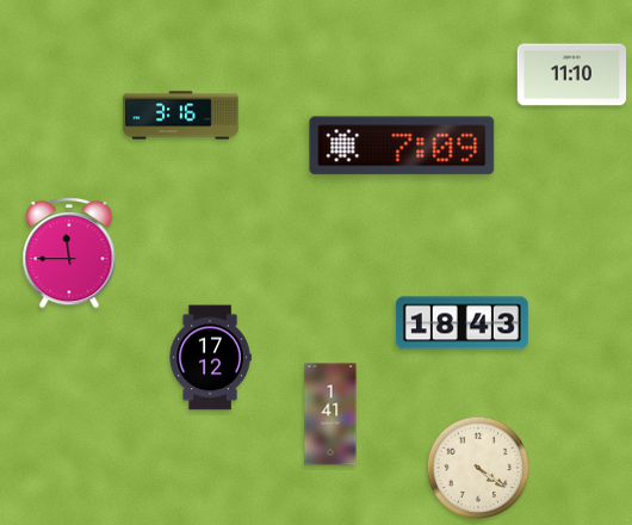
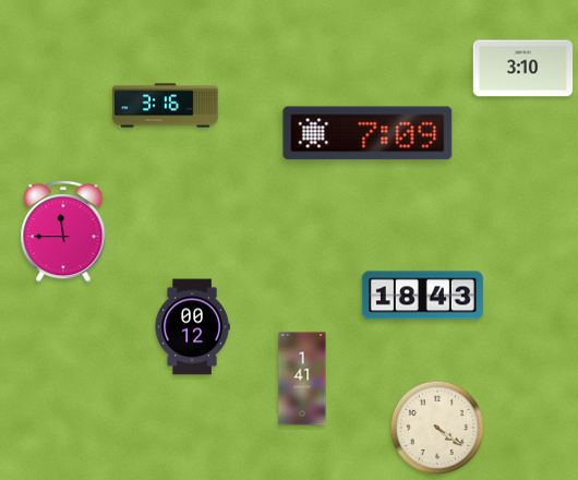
clock at (572, 75): 11:10 -> 3:10
clock at (210, 358): 17:12 -> 00:12
